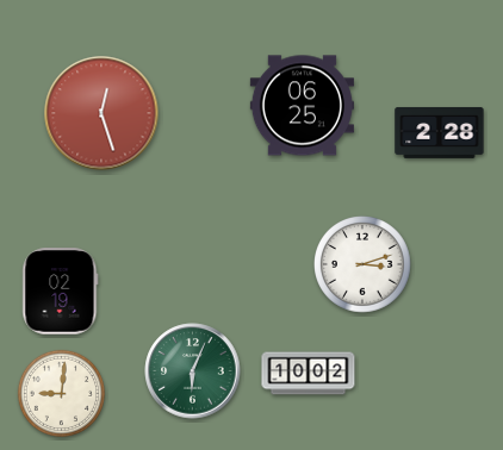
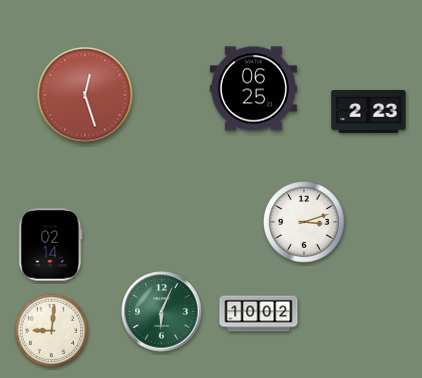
clock at (440, 132): 2:28 -> 2:23
clock at (61, 292): 02:19 -> 02:14
